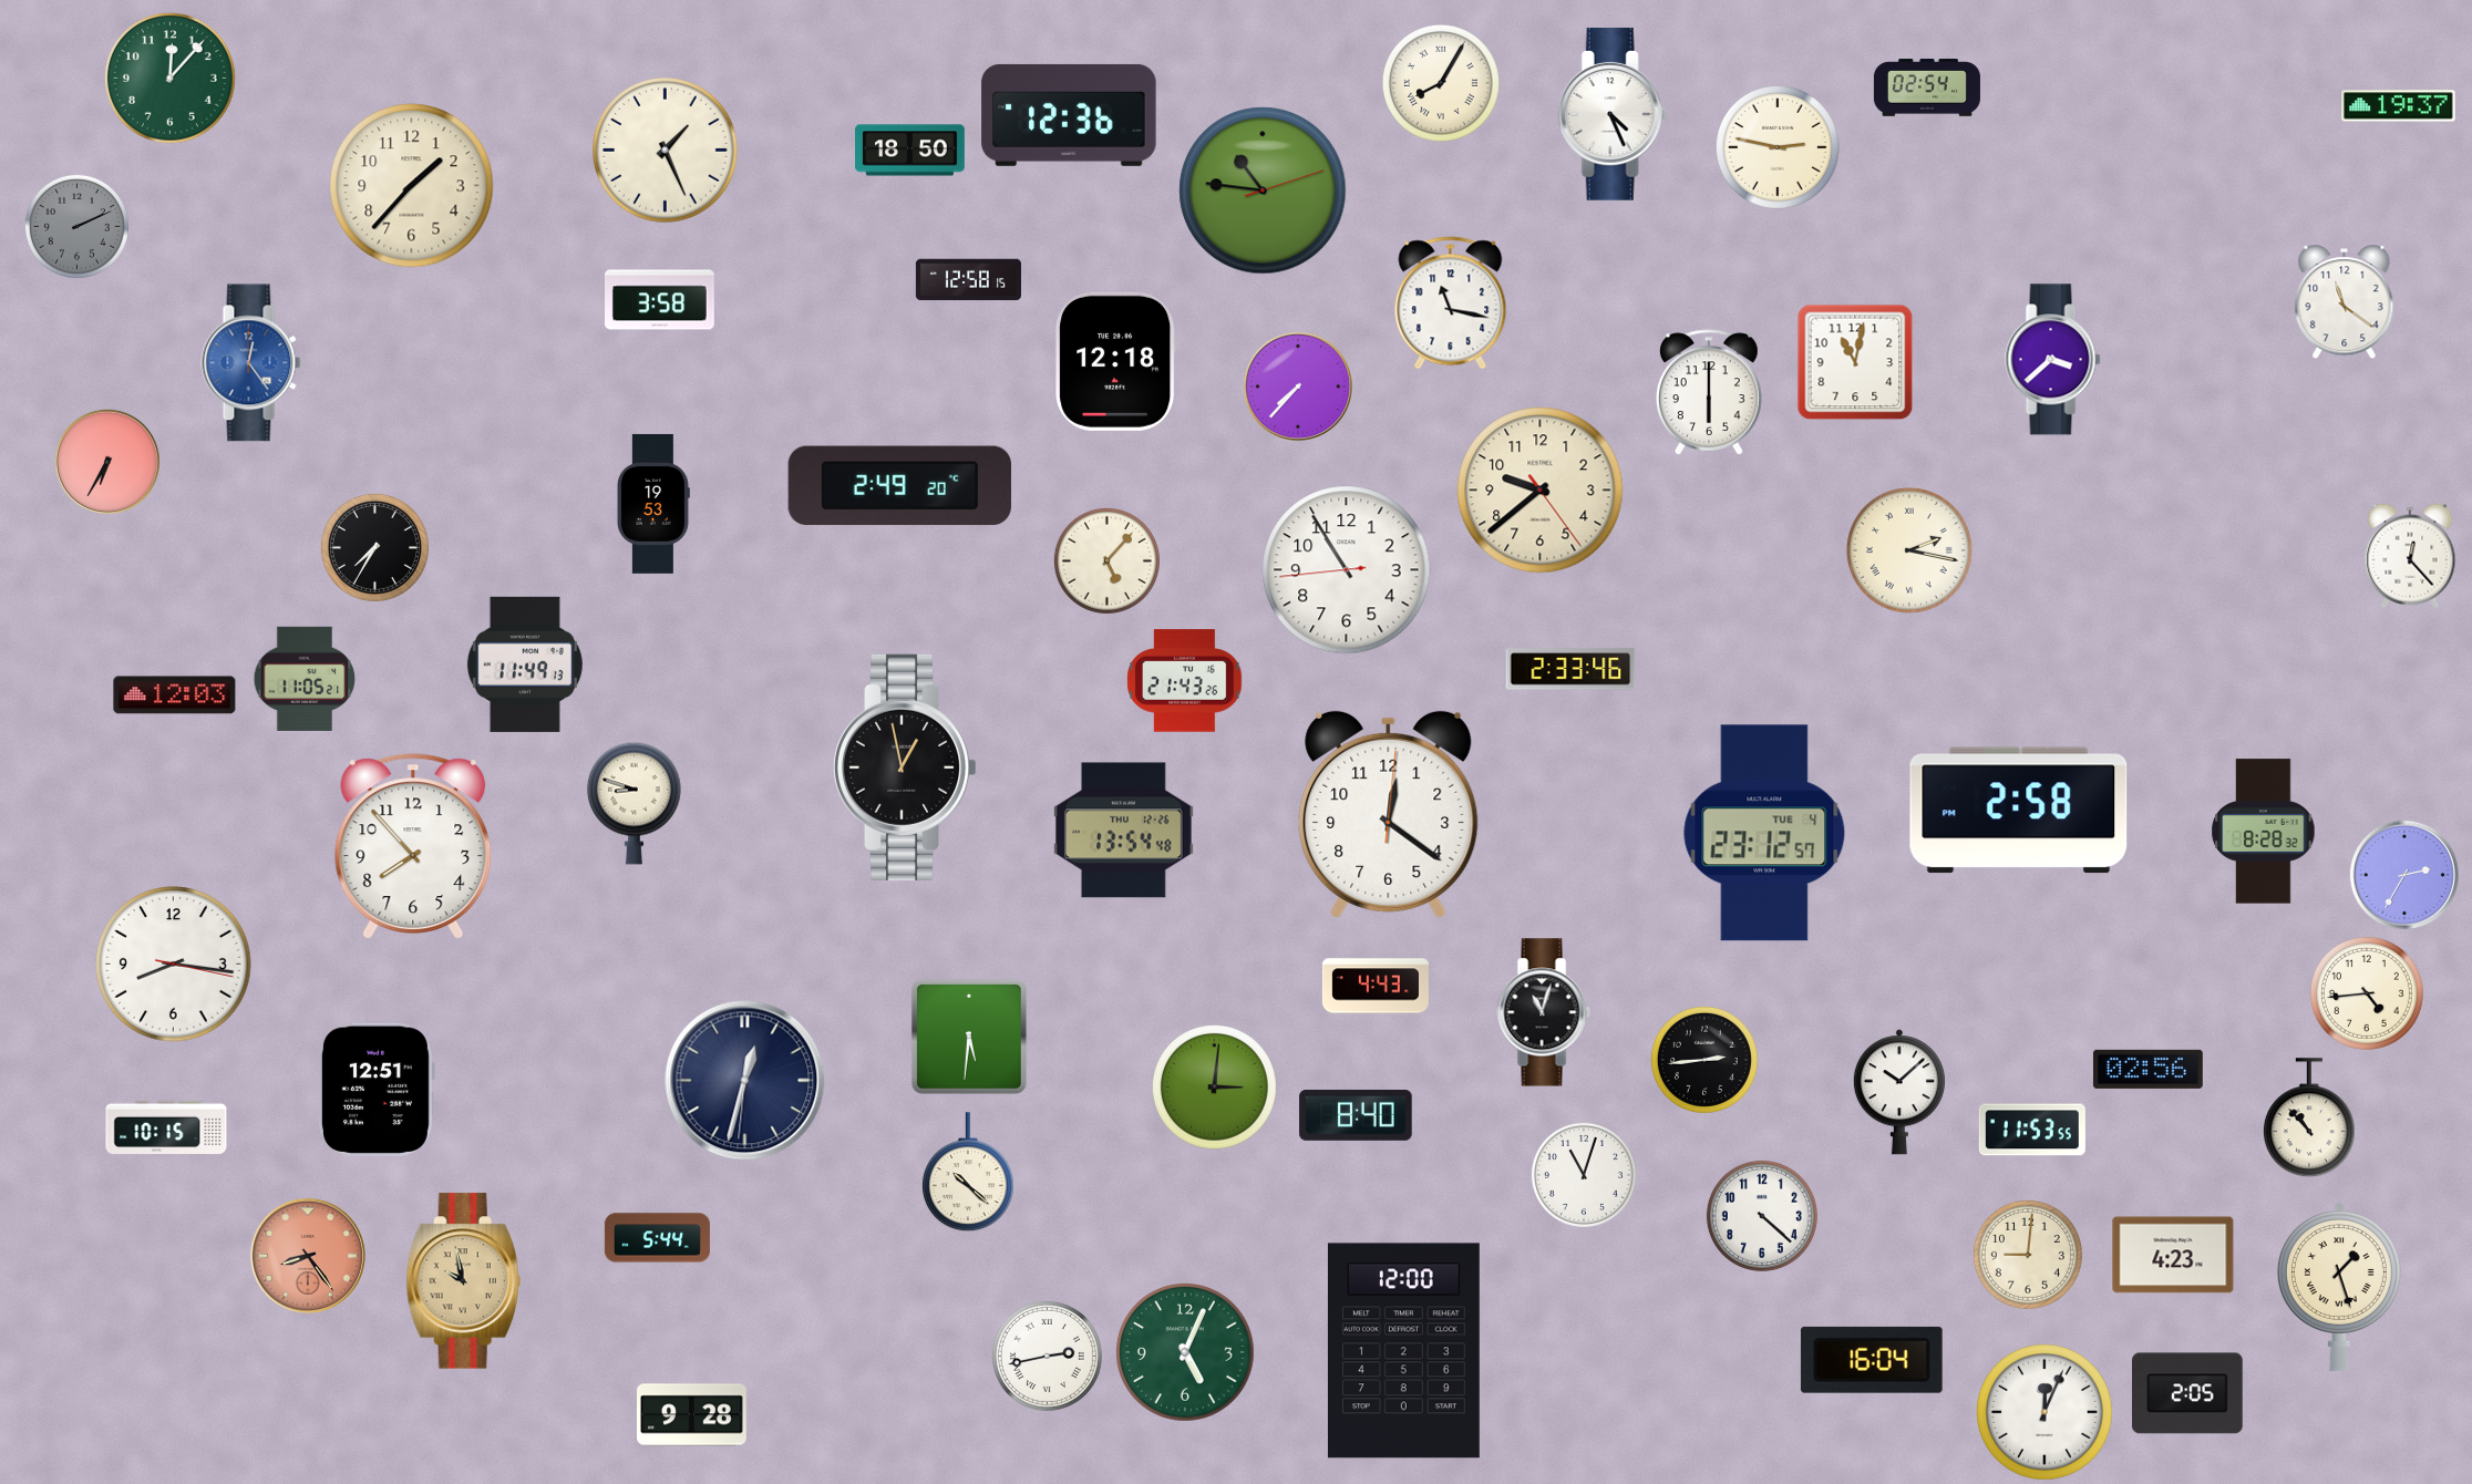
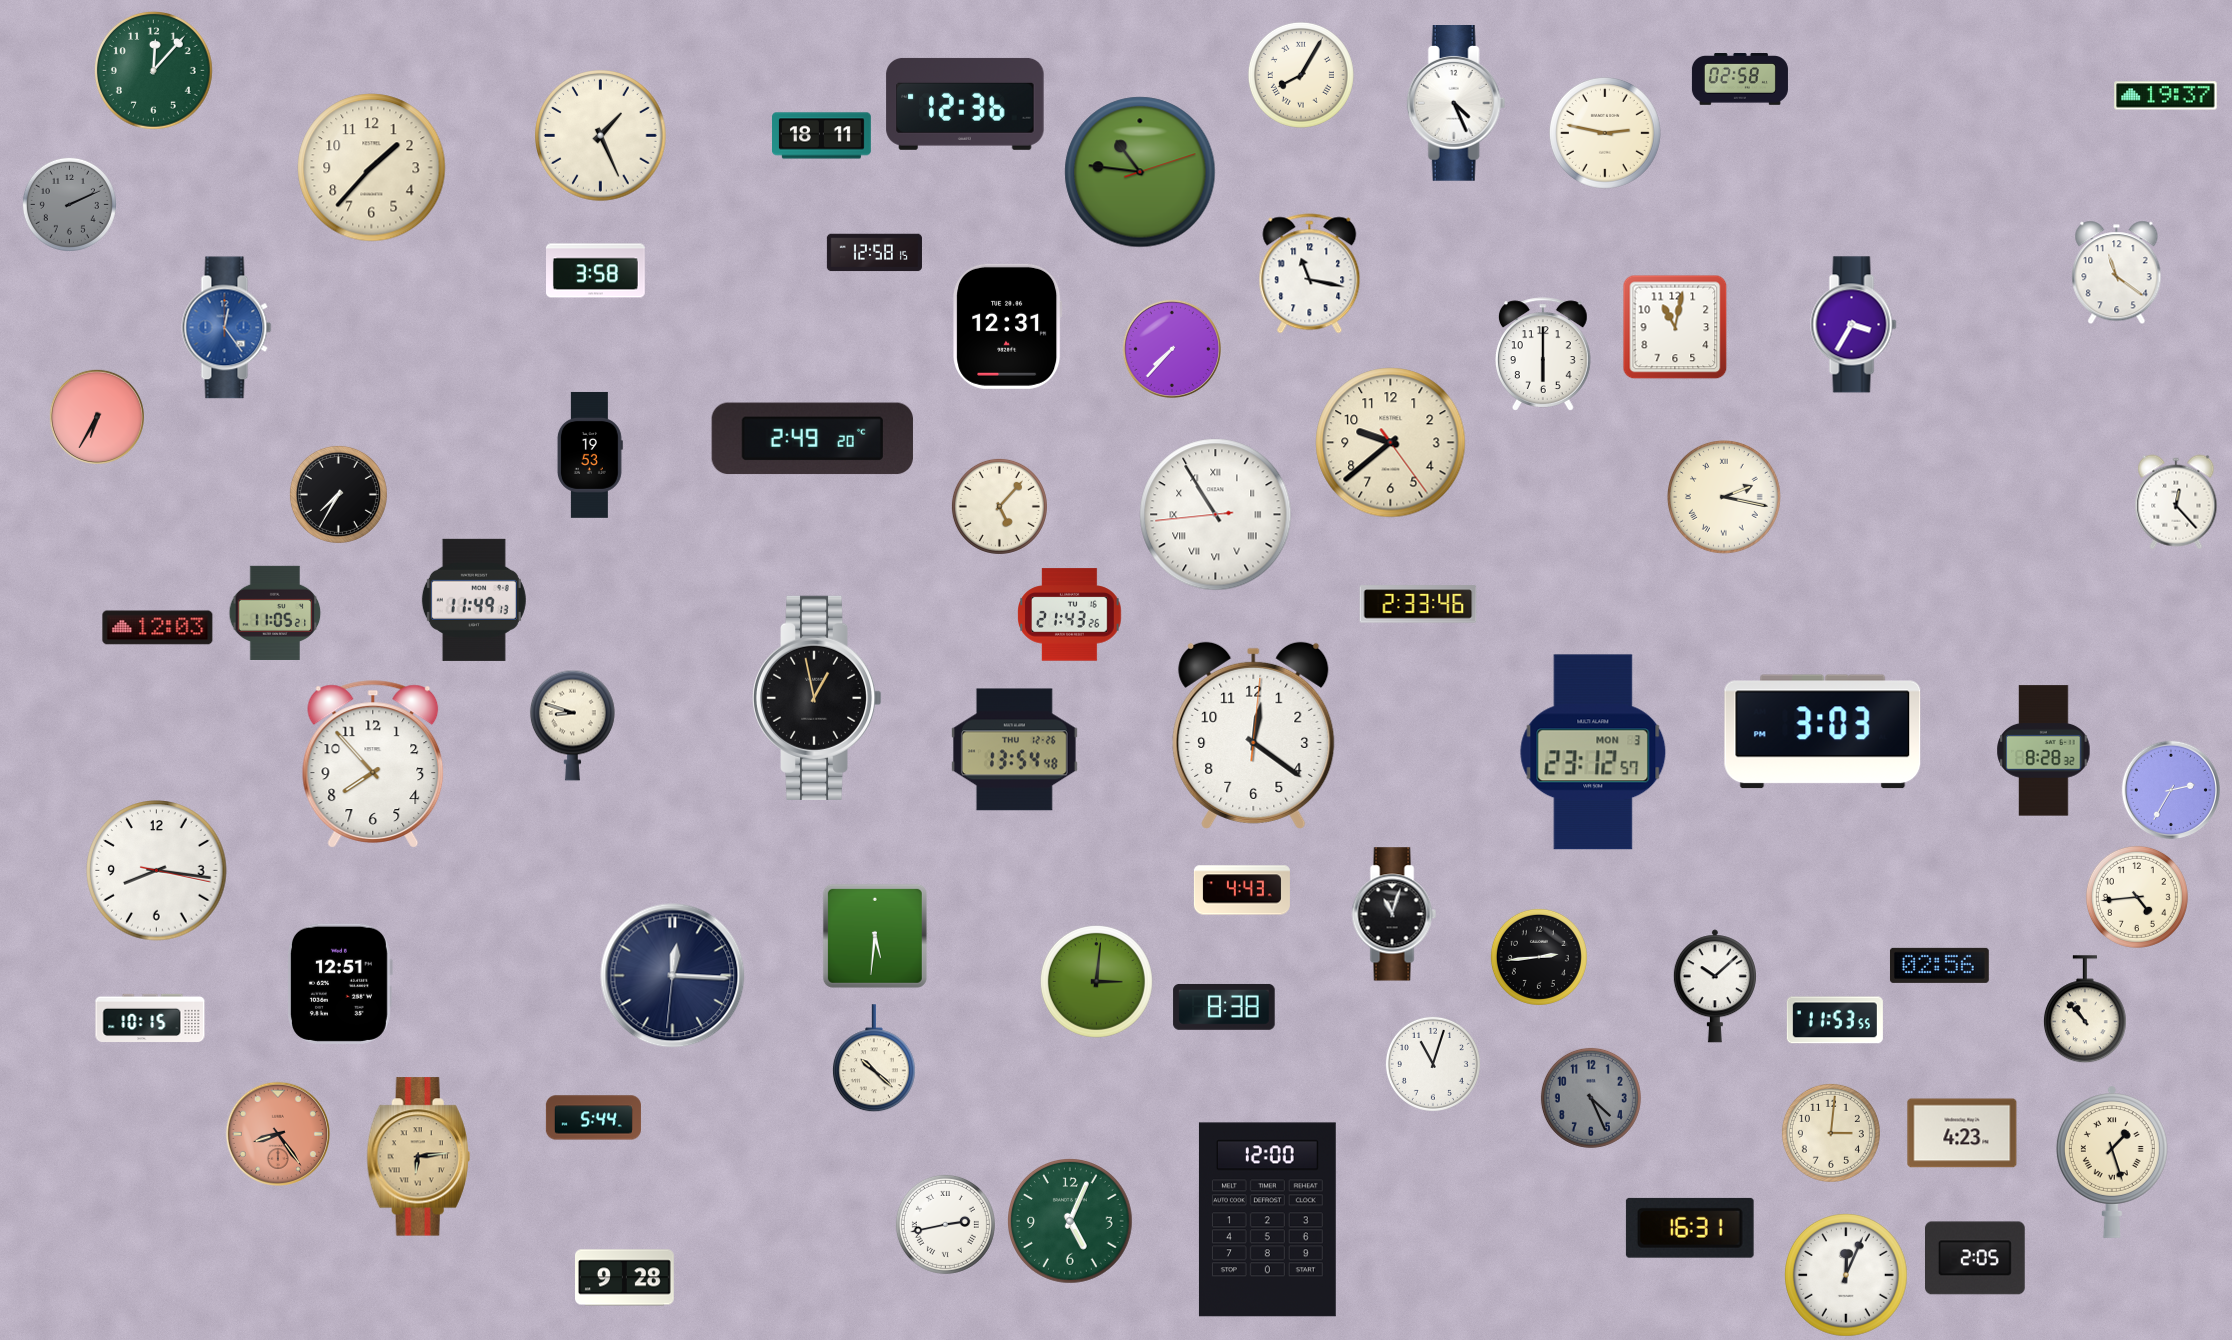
clock at (1927, 89): 02:54 -> 02:58
clock at (910, 151): 18:50 -> 18:11
clock at (2053, 360): 3:38 -> 3:35
clock at (1116, 361): 12:18 -> 12:31
clock at (1347, 570) numerals: Arabic -> Roman
clock at (905, 767) position: (905, 767) -> (817, 698)
clock at (2019, 811): 2:58 -> 3:03
clock at (1764, 833) date: TUE 4 -> MON 3
clock at (745, 1081): 12:32 -> 12:15
clock at (1356, 1115): 8:40 -> 8:38
clock at (1584, 1175) position: (1584, 1175) -> (1433, 1064)
clock at (1762, 1216): 4:22 -> 4:26
clock at (1762, 1216) dial: white -> grey
clock at (2028, 1255): 9:01 -> 3:01
clock at (463, 1281): 9:58 -> 6:14
clock at (1872, 1360): 16:04 -> 16:31
